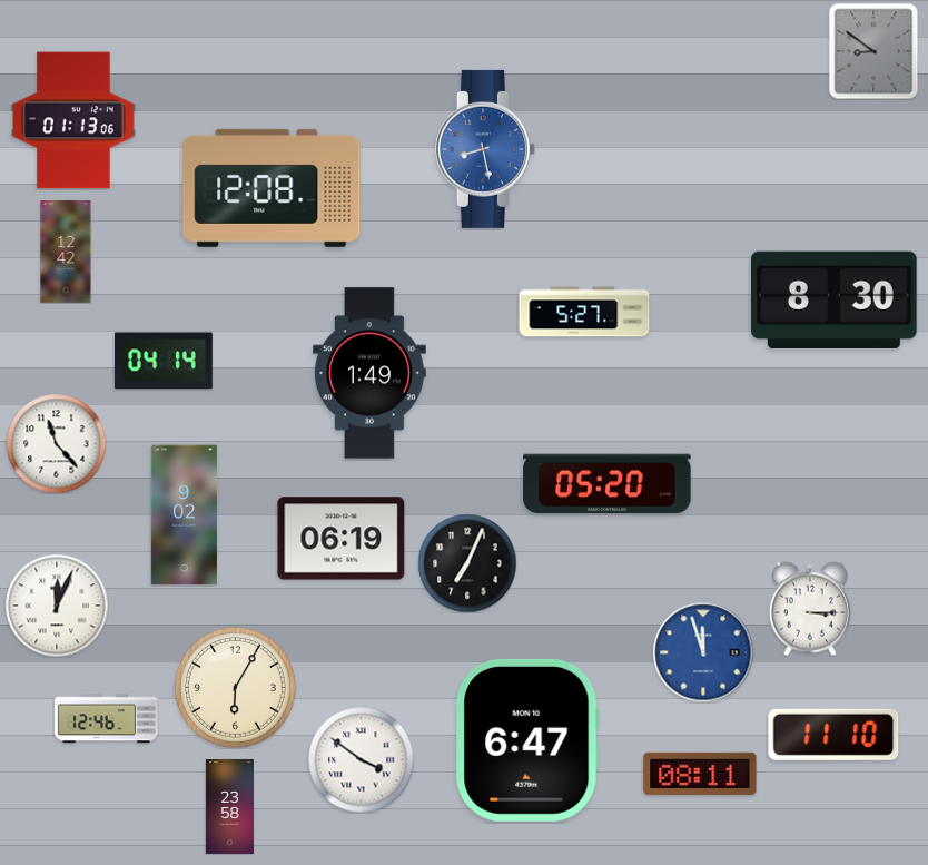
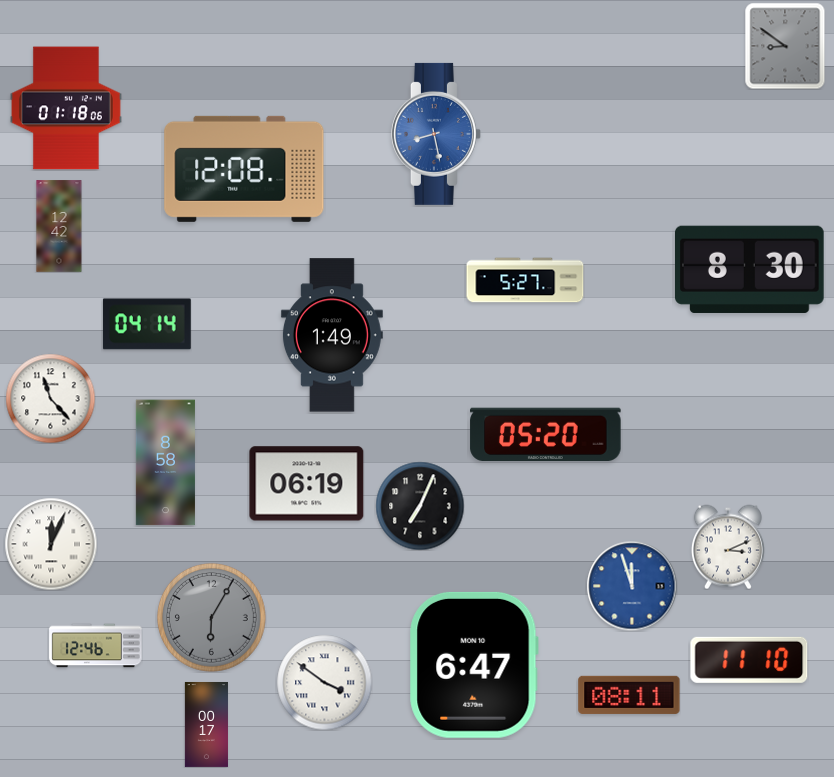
clock at (73, 120): 01:13 -> 01:18
clock at (184, 515): 9:02 -> 8:58
clock at (810, 609): 3:15 -> 3:11
clock at (235, 687) dial: cream -> grey
clock at (229, 806): 23:58 -> 00:17
